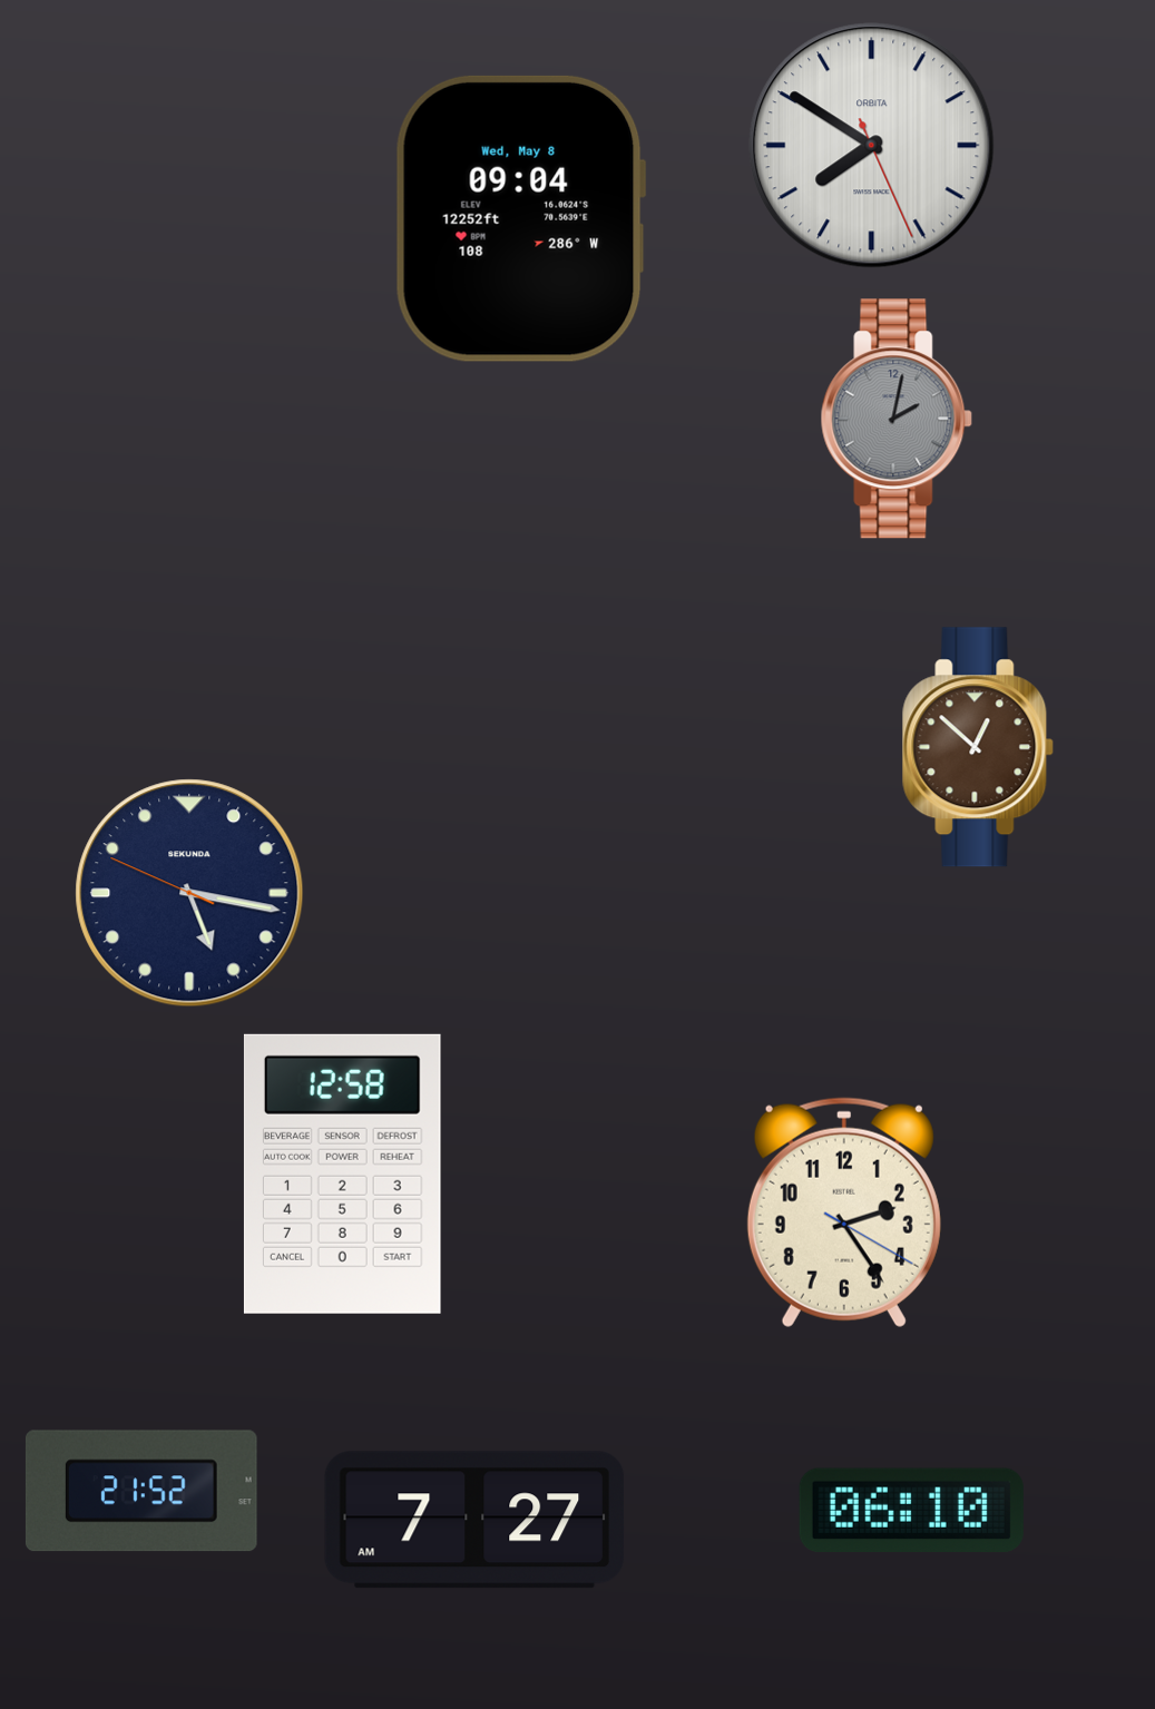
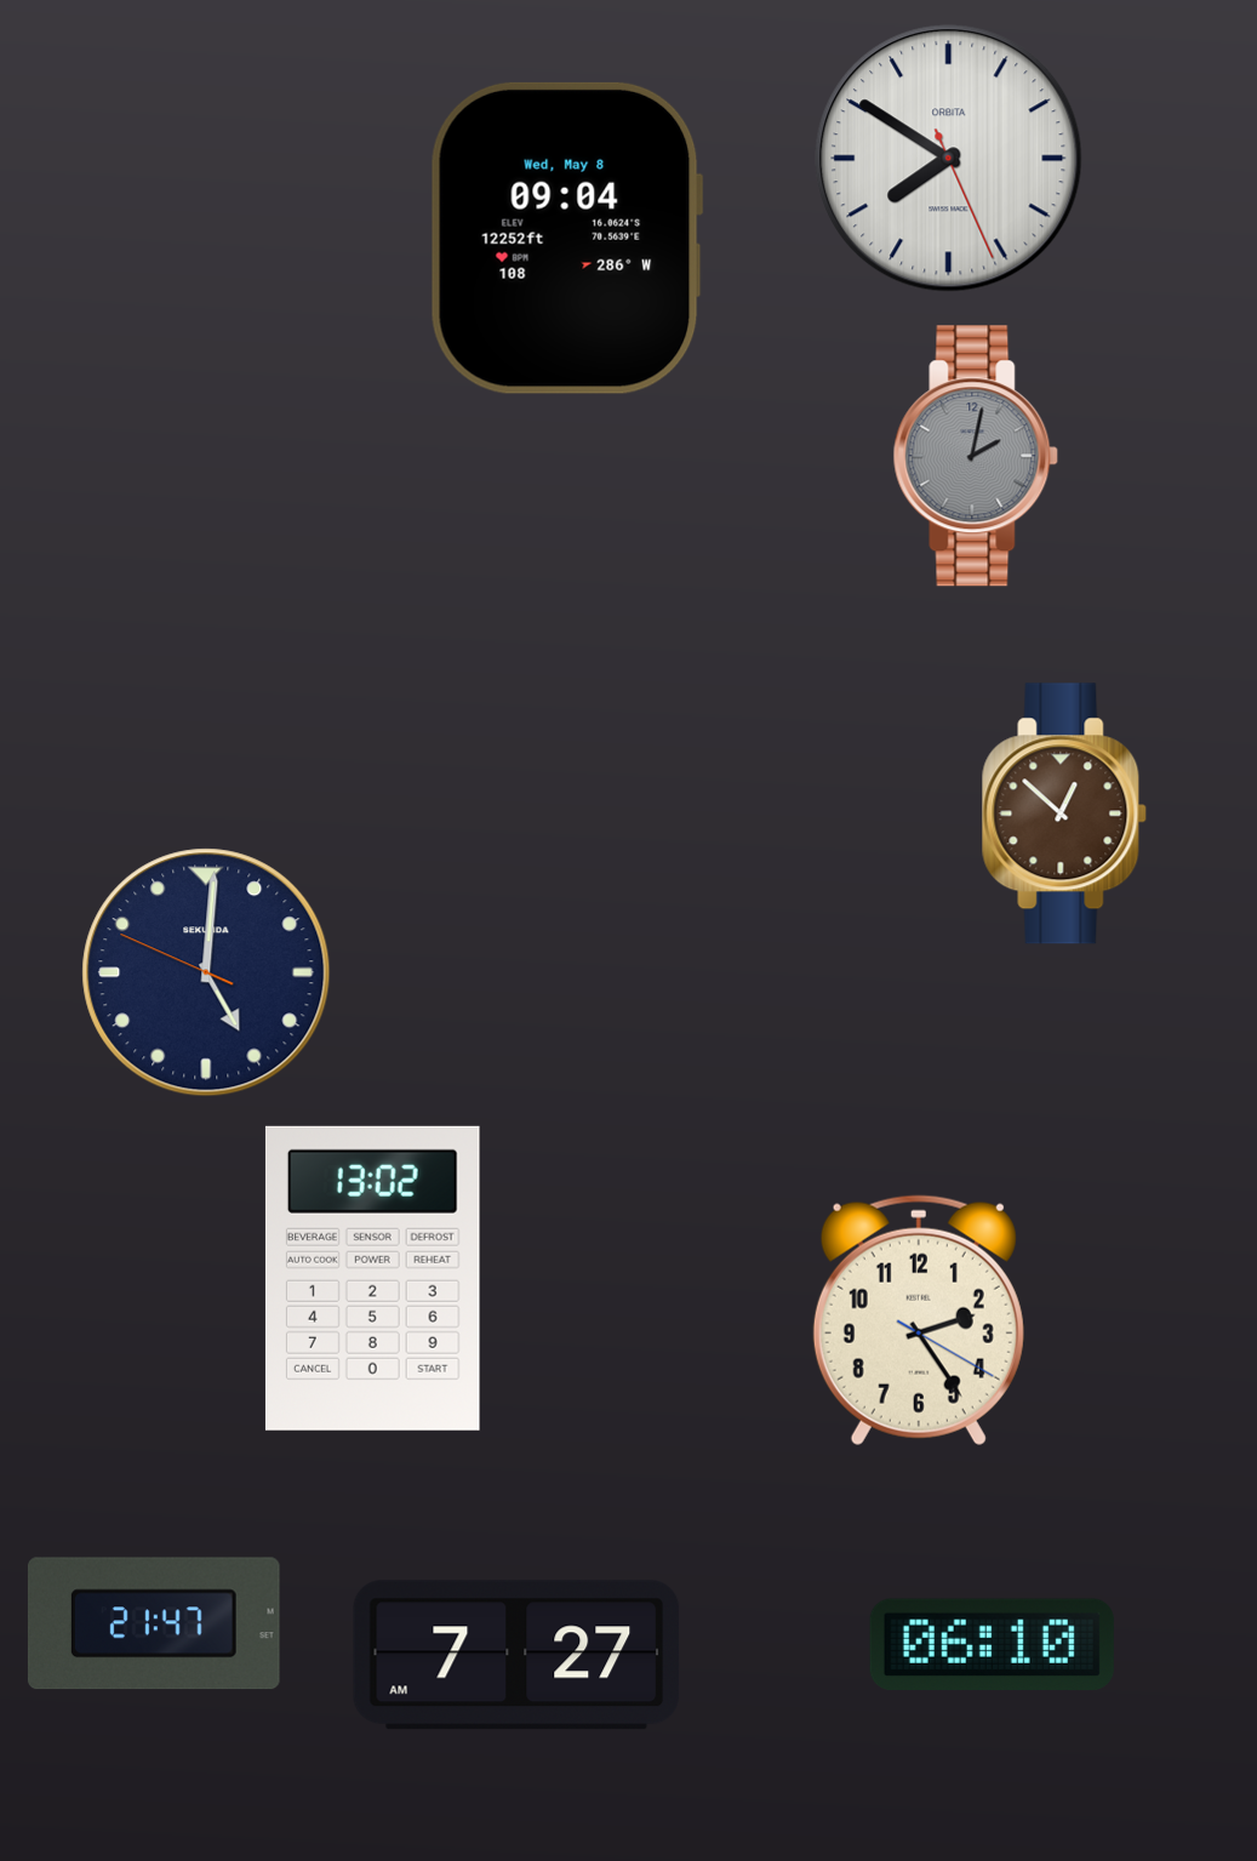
clock at (189, 893): 5:16 -> 5:00
clock at (342, 1173): 12:58 -> 13:02
clock at (141, 1491): 21:52 -> 21:47
